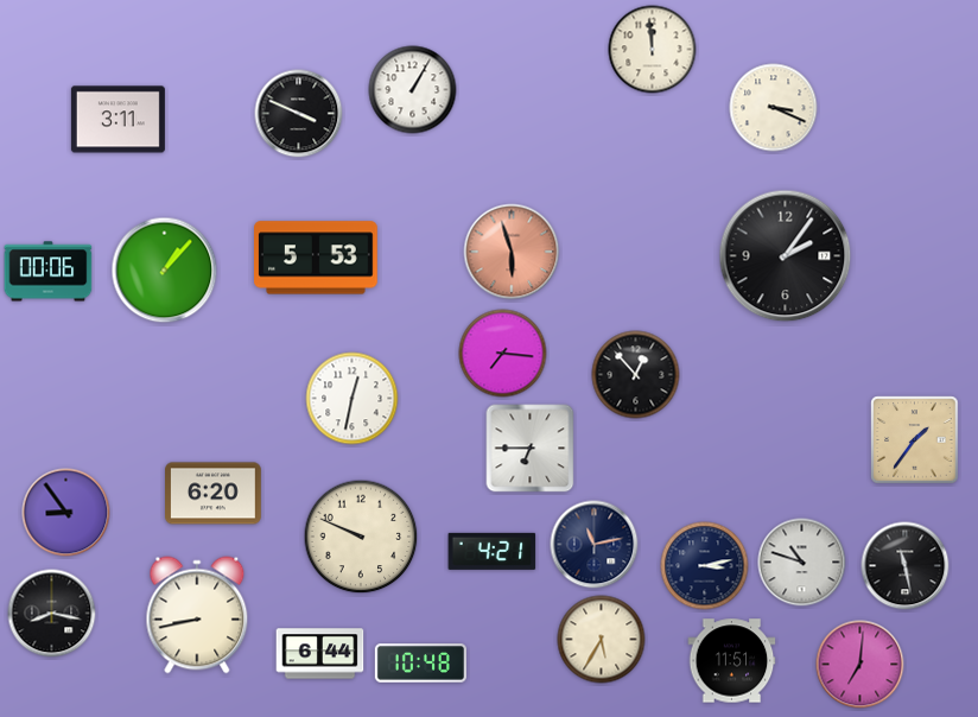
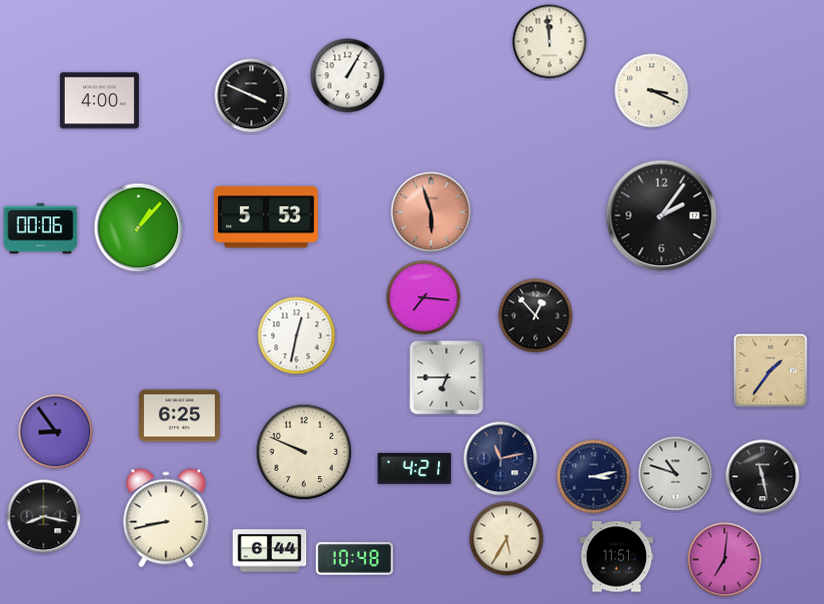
clock at (118, 120): 3:11 -> 4:00
clock at (214, 494): 6:20 -> 6:25
clock at (493, 551) position: (493, 551) -> (415, 468)
